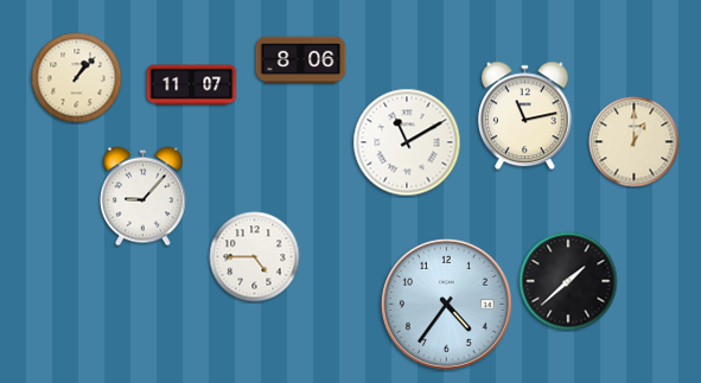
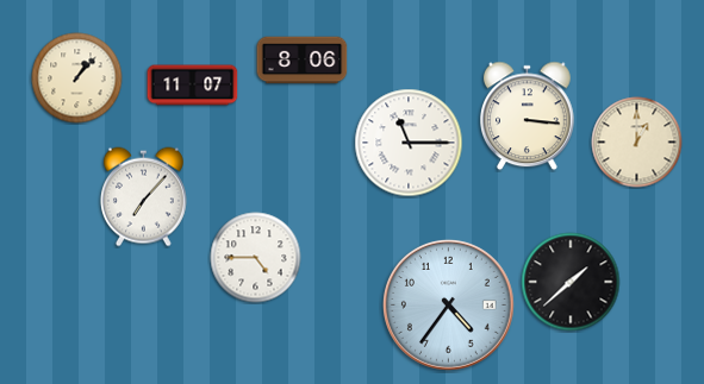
clock at (525, 116): 11:13 -> 3:16
clock at (407, 142): 11:10 -> 11:15
clock at (142, 197): 9:07 -> 7:07
